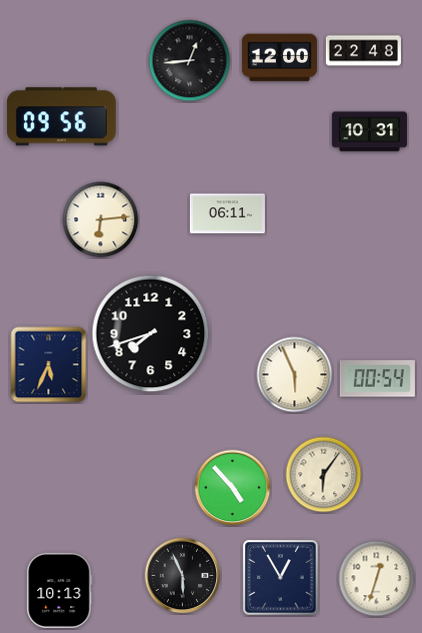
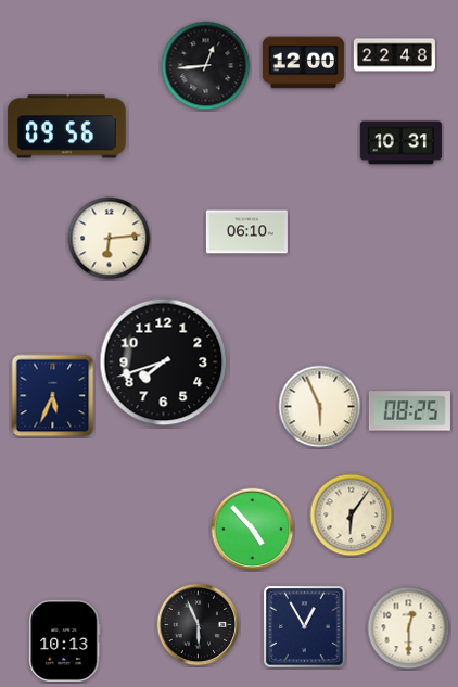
clock at (227, 214): 06:11 -> 06:10
clock at (377, 379): 00:54 -> 08:25
clock at (377, 579): 12:33 -> 12:30
